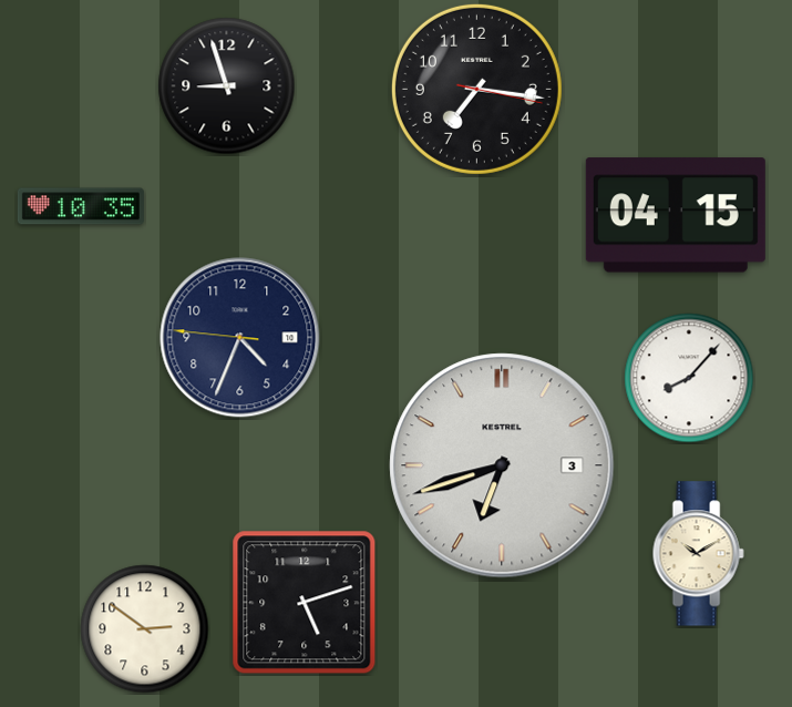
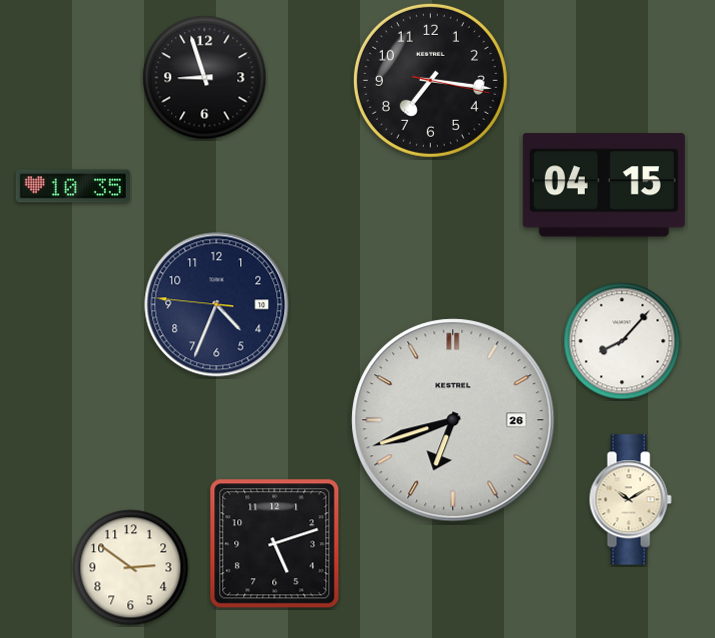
clock at (676, 215) position: (676, 215) -> (604, 185)
clock at (502, 465) date: 3 -> 26
